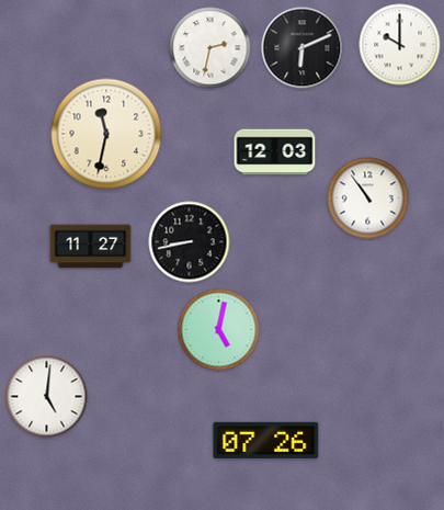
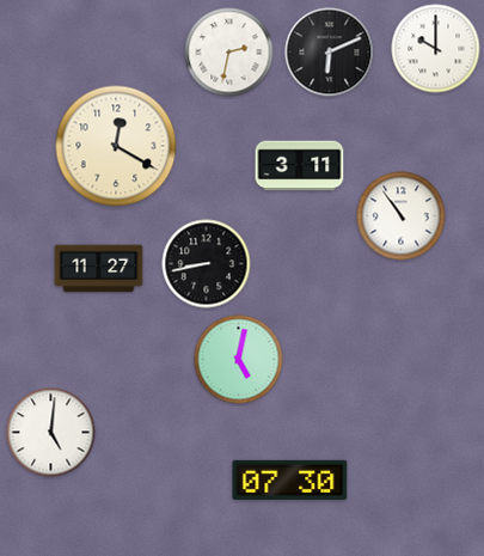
clock at (106, 134): 11:32 -> 12:20
clock at (275, 152): 12:03 -> 3:11
clock at (266, 440): 07:26 -> 07:30
